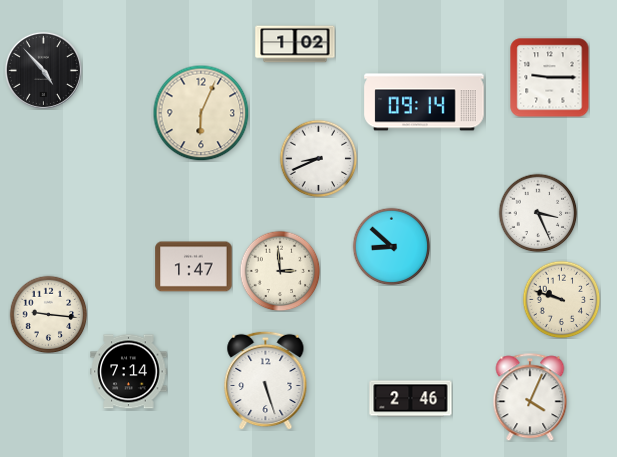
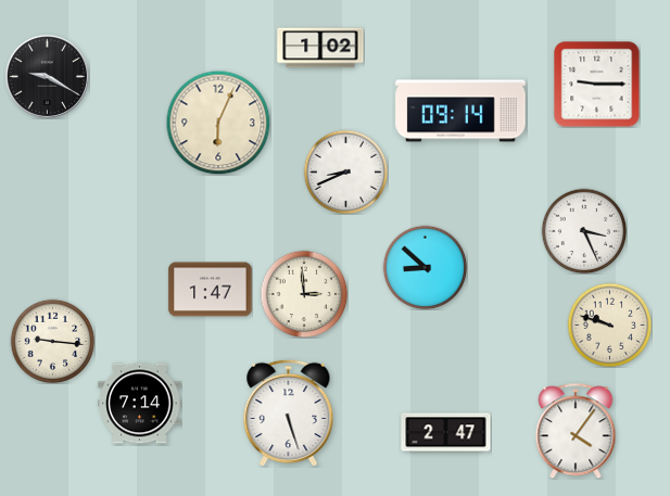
clock at (43, 70): 4:53 -> 9:20
clock at (530, 397): 4:04 -> 4:06
clock at (411, 399): 2:46 -> 2:47
